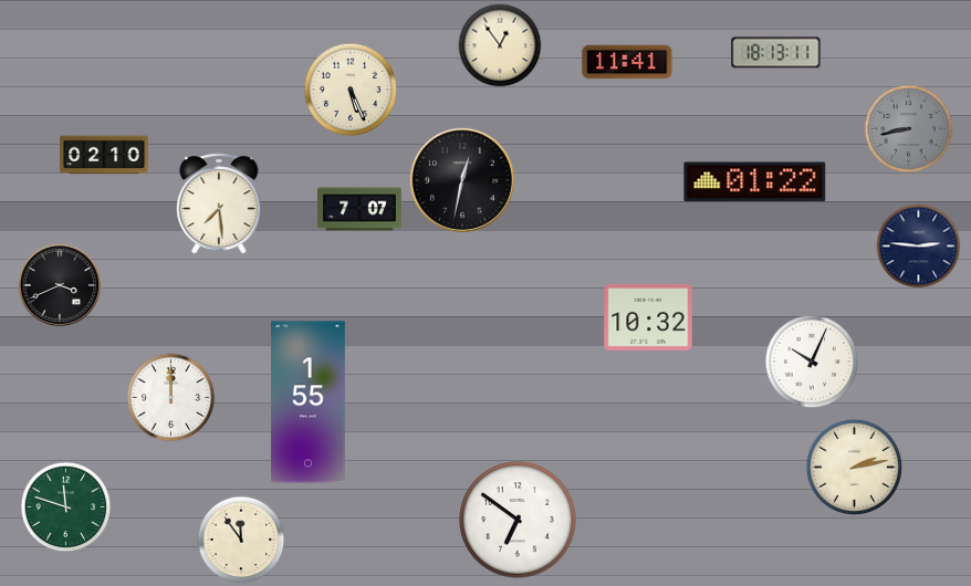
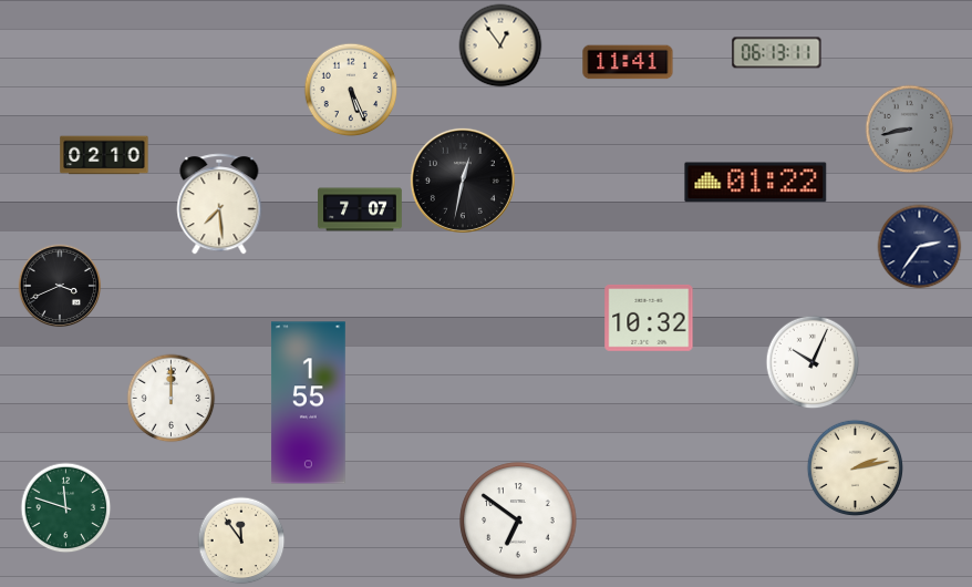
clock at (776, 53): 18:13 -> 06:13
clock at (919, 247): 2:46 -> 2:36
